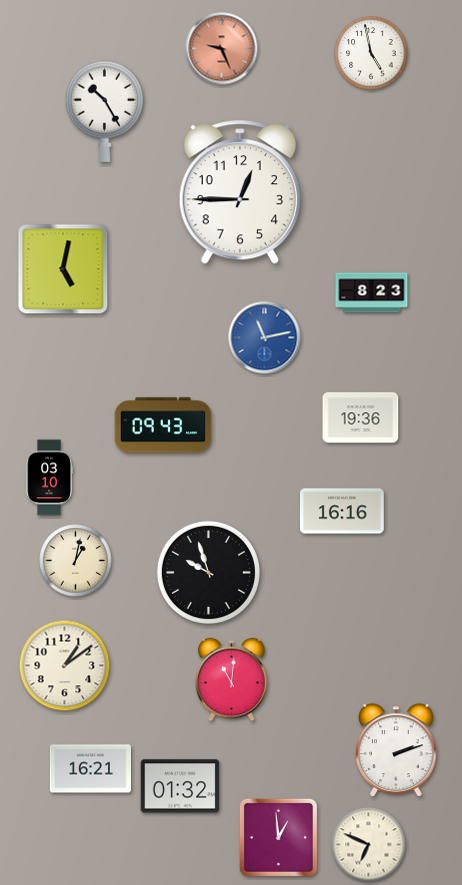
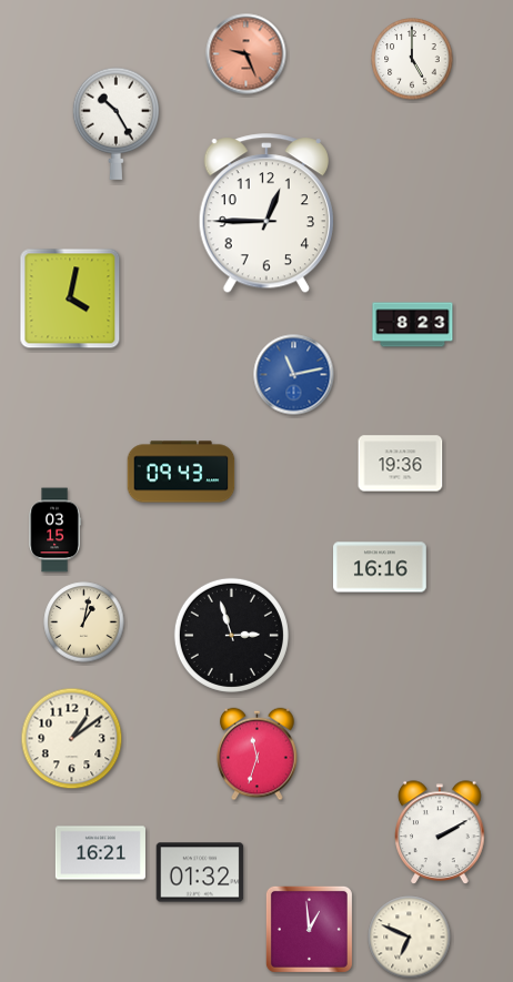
clock at (371, 53): 4:58 -> 5:00
clock at (63, 269): 5:02 -> 4:02
clock at (49, 478): 03:10 -> 03:15
clock at (208, 572): 9:57 -> 2:57
clock at (232, 680): 11:01 -> 11:33
clock at (396, 750): 2:12 -> 2:10
